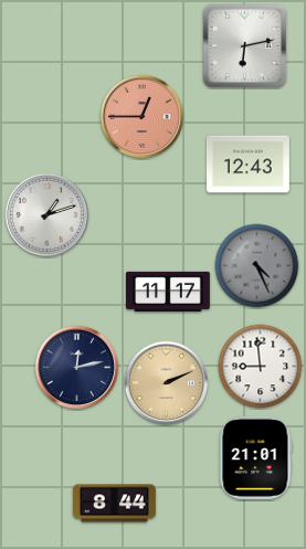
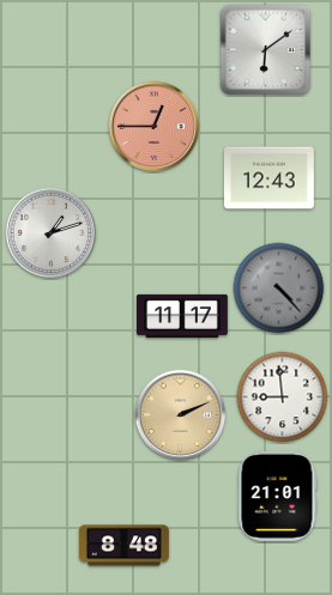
clock at (245, 46): 6:13 -> 6:09
clock at (257, 266): 4:26 -> 4:23
clock at (77, 368): 12:13 -> none
clock at (114, 504): 8:44 -> 8:48
